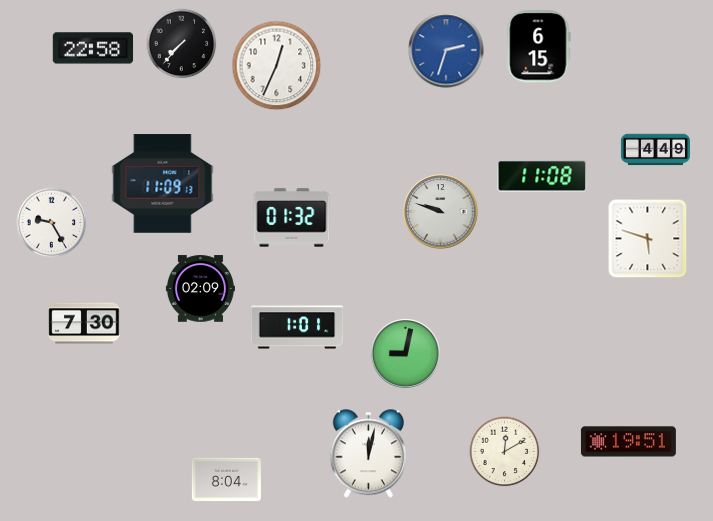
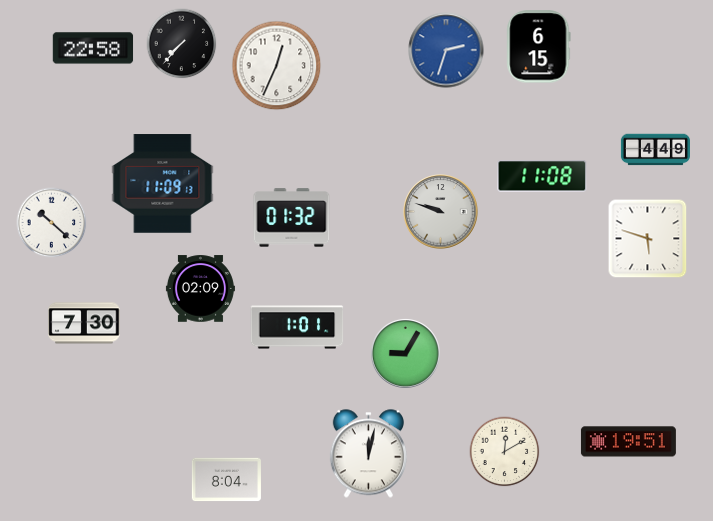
clock at (52, 223): 9:25 -> 10:22
clock at (405, 353): 9:02 -> 9:05
